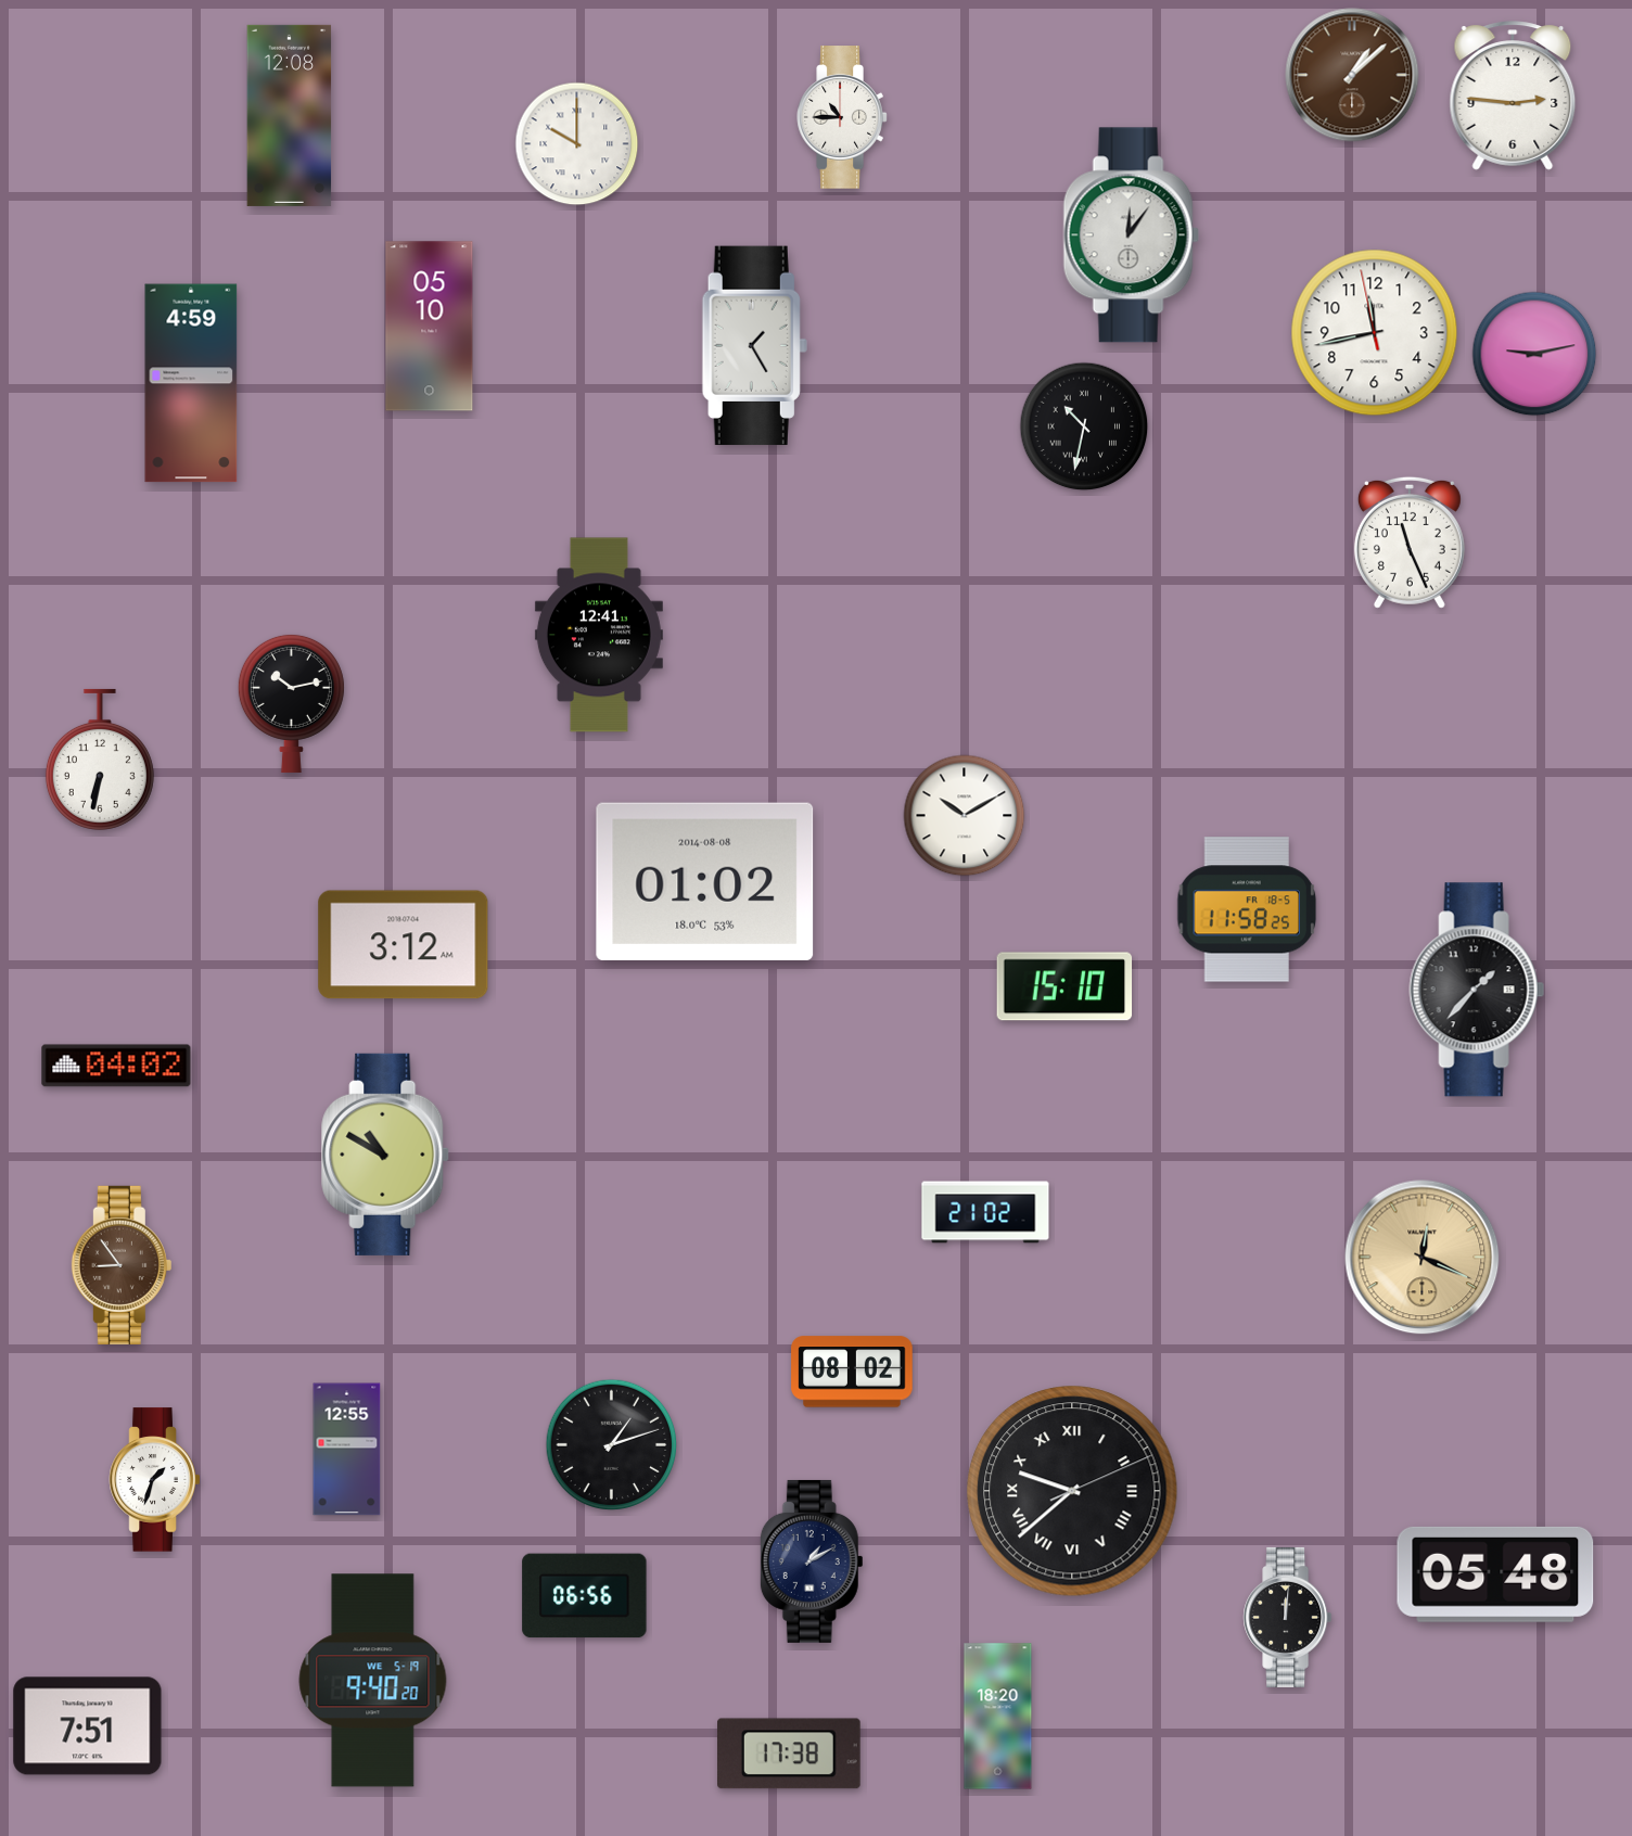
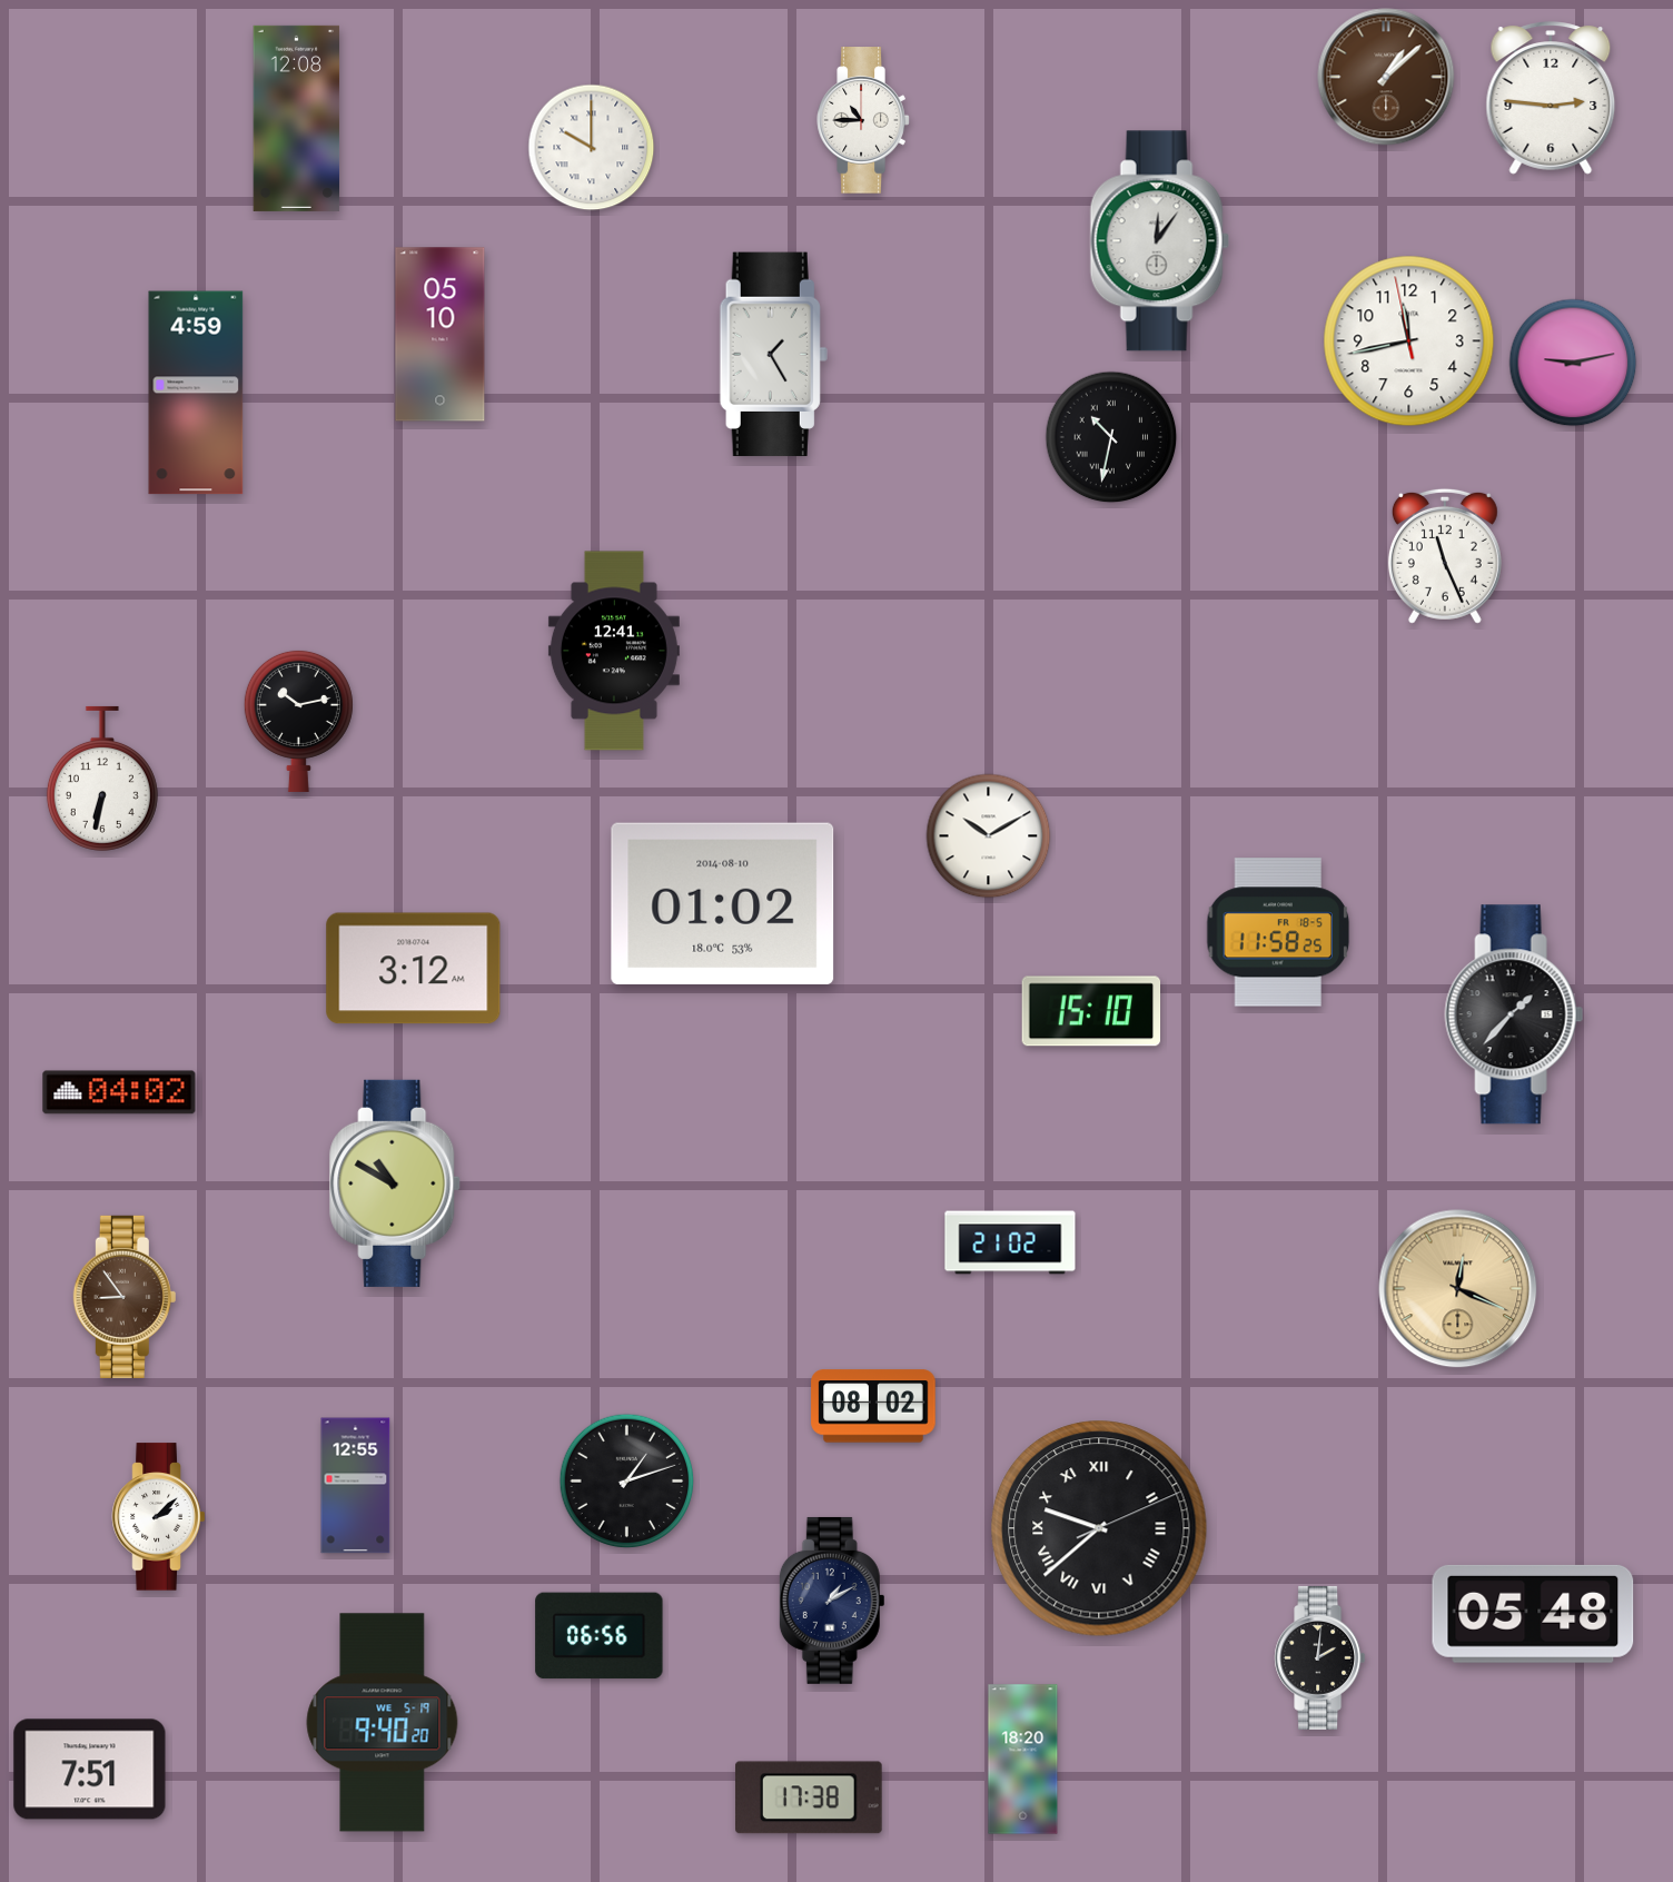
clock at (705, 881) date: 2014-08-08 -> 2014-08-10
clock at (155, 1480): 1:33 -> 2:08
clock at (1288, 1617): 12:01 -> 2:01
